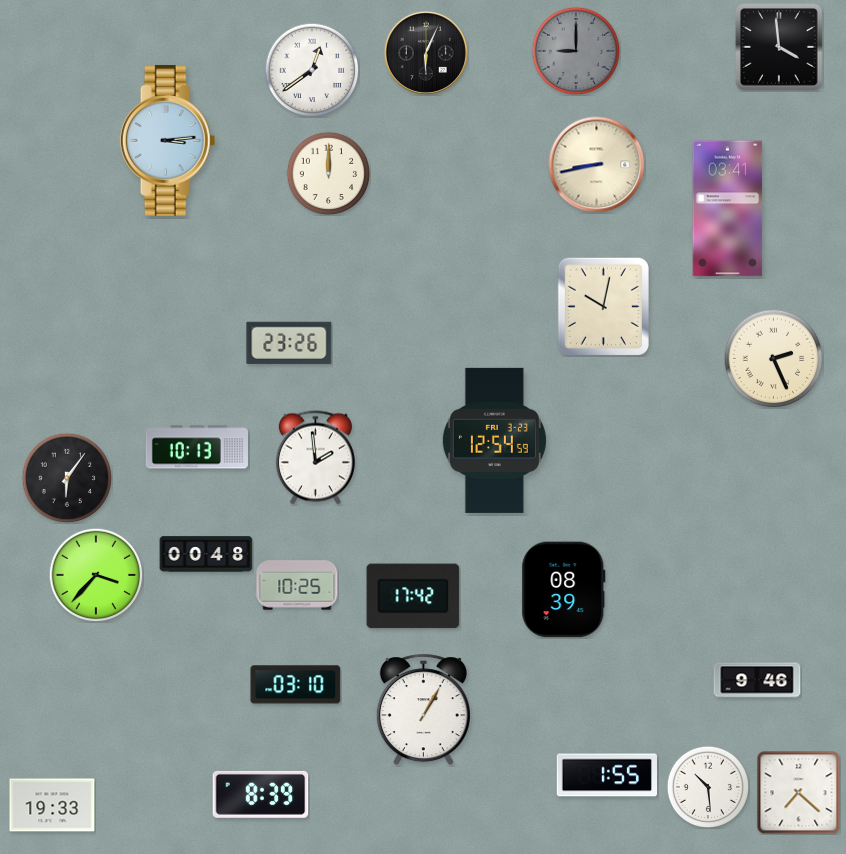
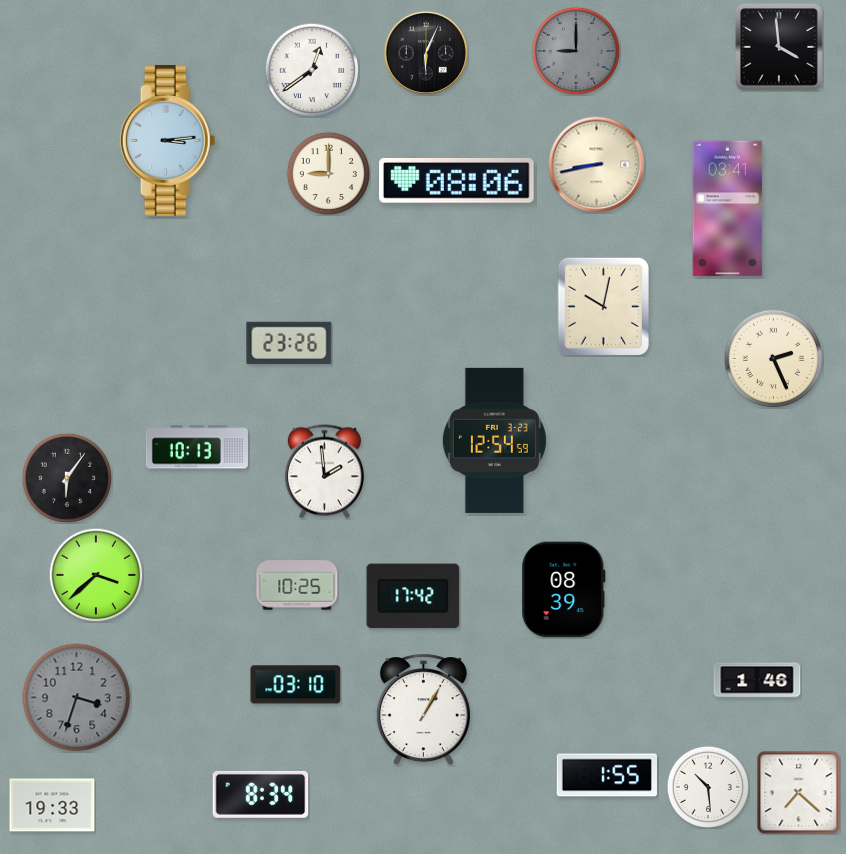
clock at (328, 173): 12:00 -> 9:00
clock at (457, 181): none -> 08:06
clock at (315, 458) position: (315, 458) -> (324, 472)
clock at (206, 554): 00:48 -> none
clock at (96, 575): 3:37 -> 3:38
clock at (757, 680): 9:46 -> 1:46
clock at (77, 698): none -> 3:33
clock at (261, 794): 8:39 -> 8:34
